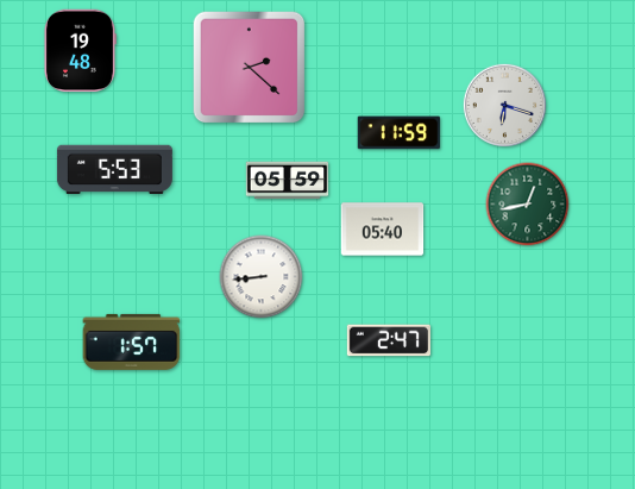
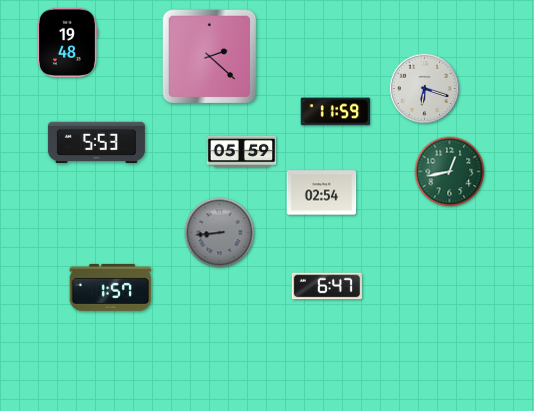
clock at (528, 205) position: (528, 205) -> (450, 172)
clock at (383, 230): 05:40 -> 02:54
clock at (262, 277) dial: white -> grey
clock at (389, 340): 2:47 -> 6:47
